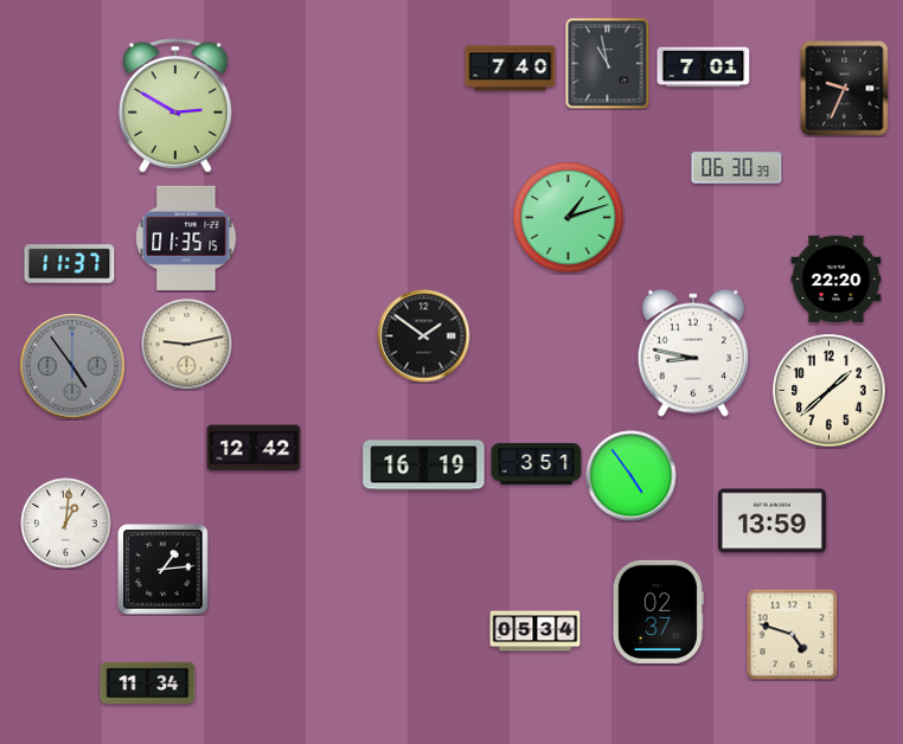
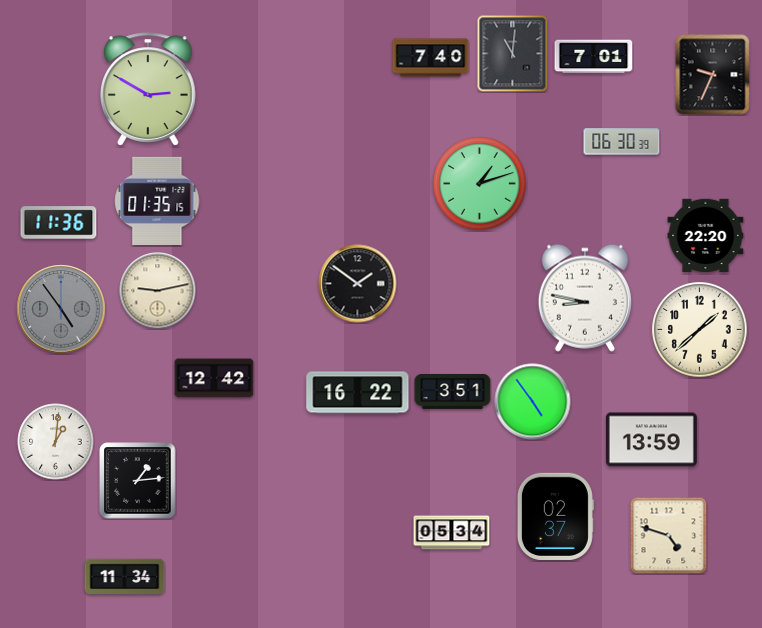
clock at (608, 64): 10:58 -> 11:01
clock at (70, 264): 11:37 -> 11:36
clock at (424, 466): 16:19 -> 16:22
